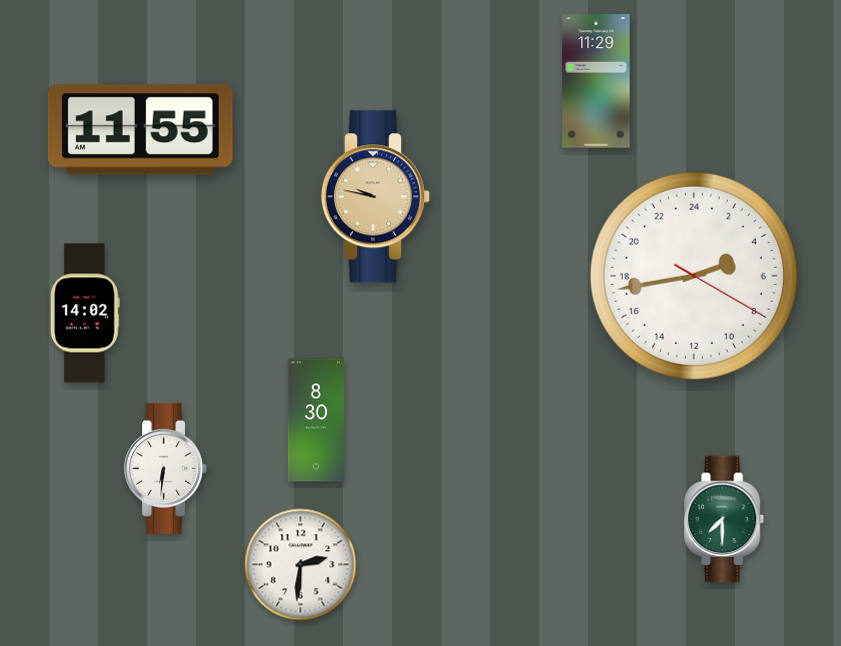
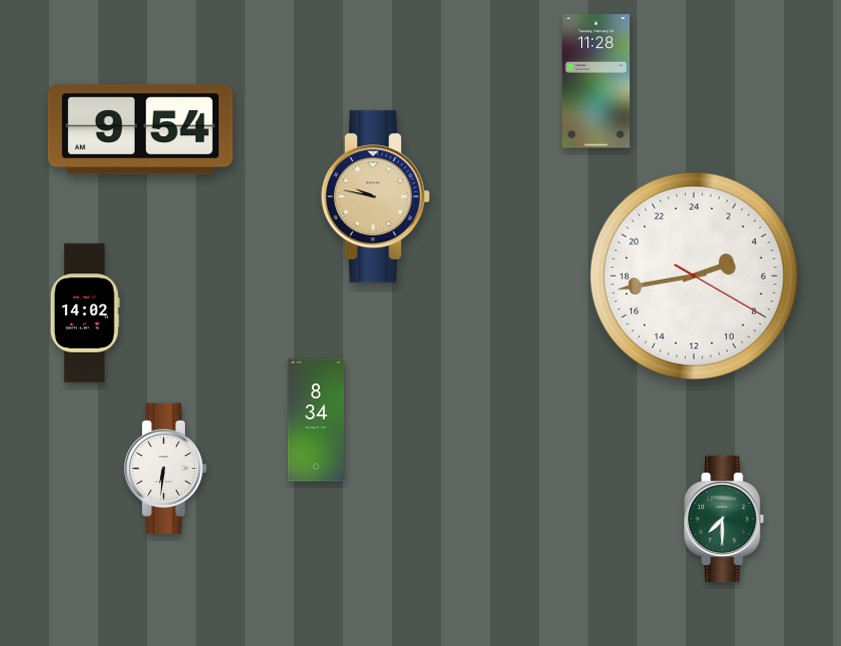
clock at (596, 81): 11:29 -> 11:28
clock at (140, 130): 11:55 -> 9:54
clock at (316, 420): 8:30 -> 8:34
clock at (301, 565): 2:31 -> none
